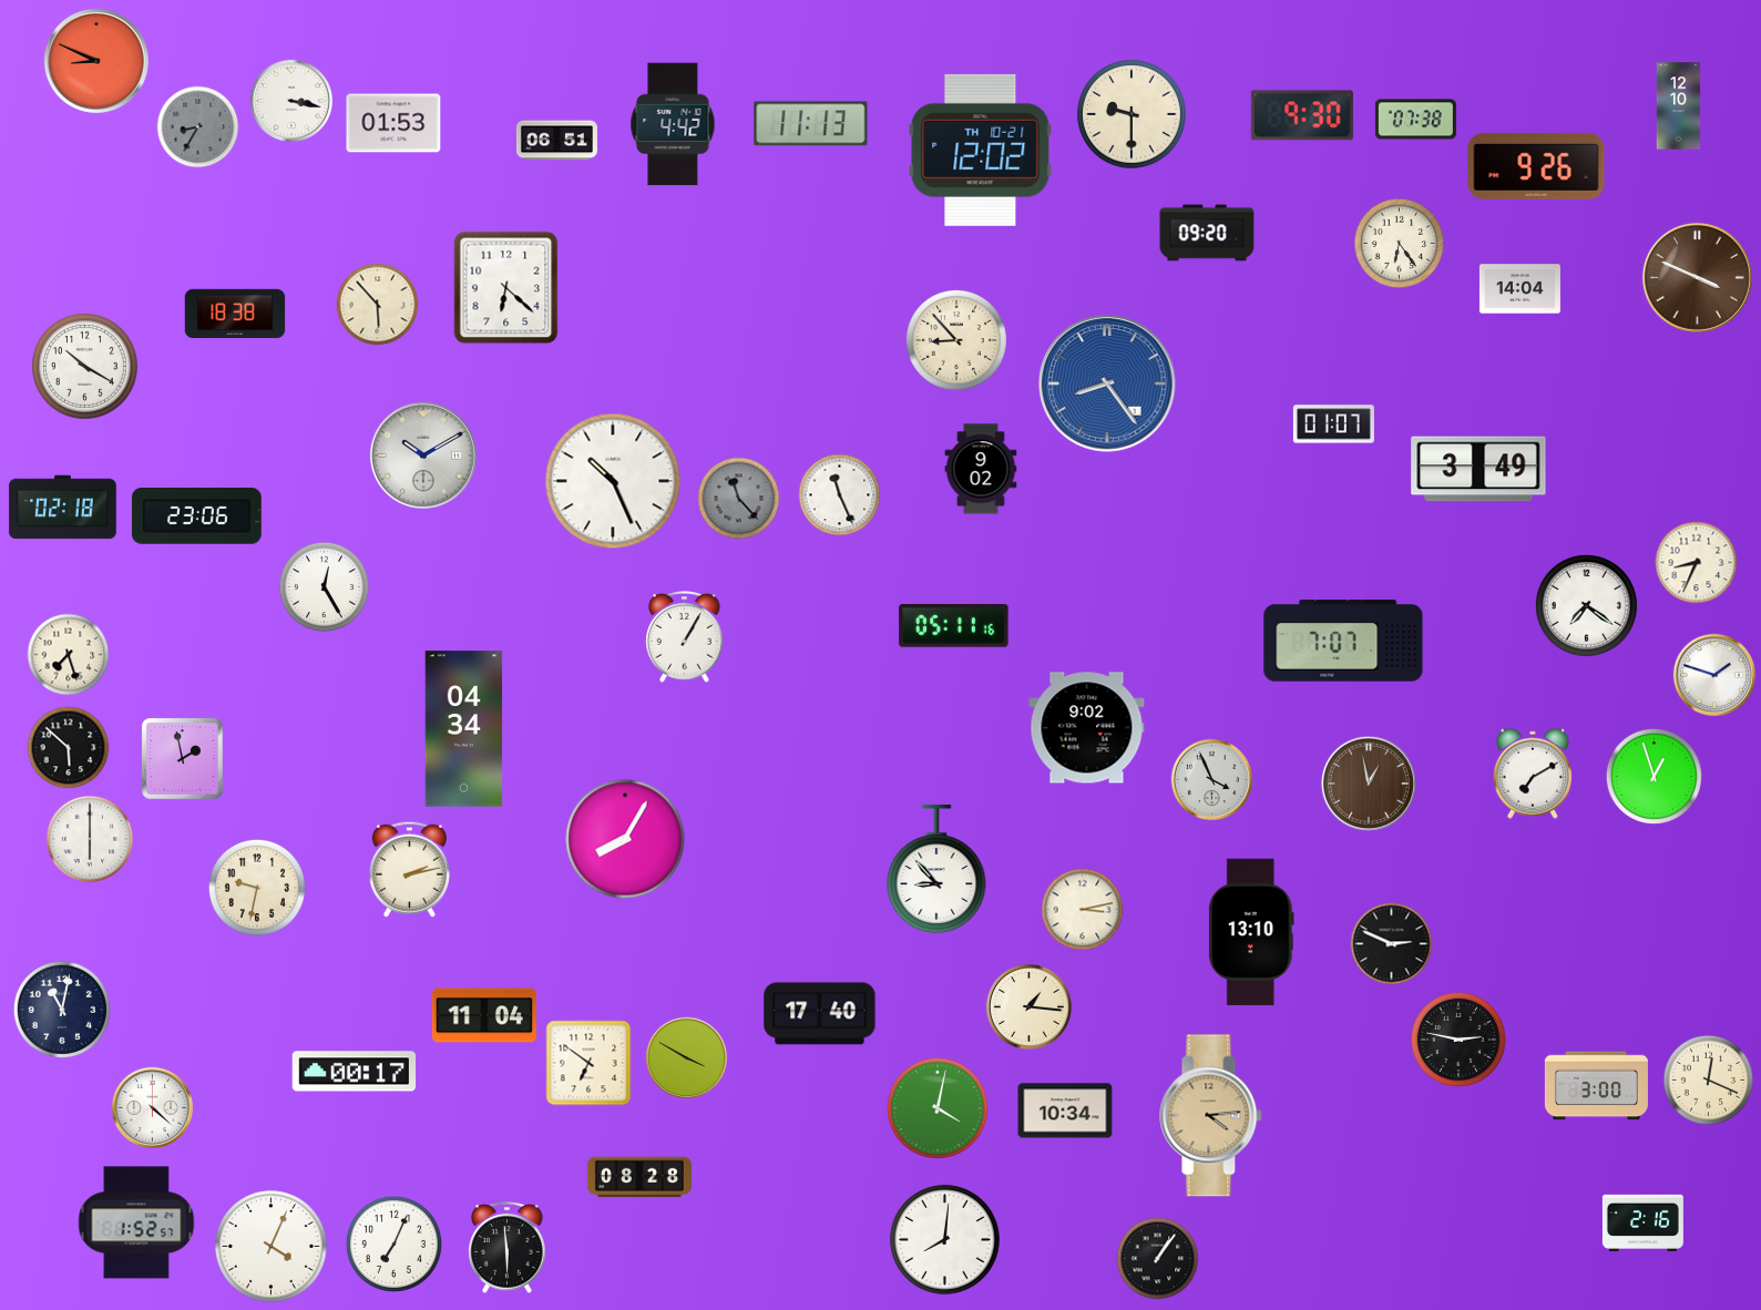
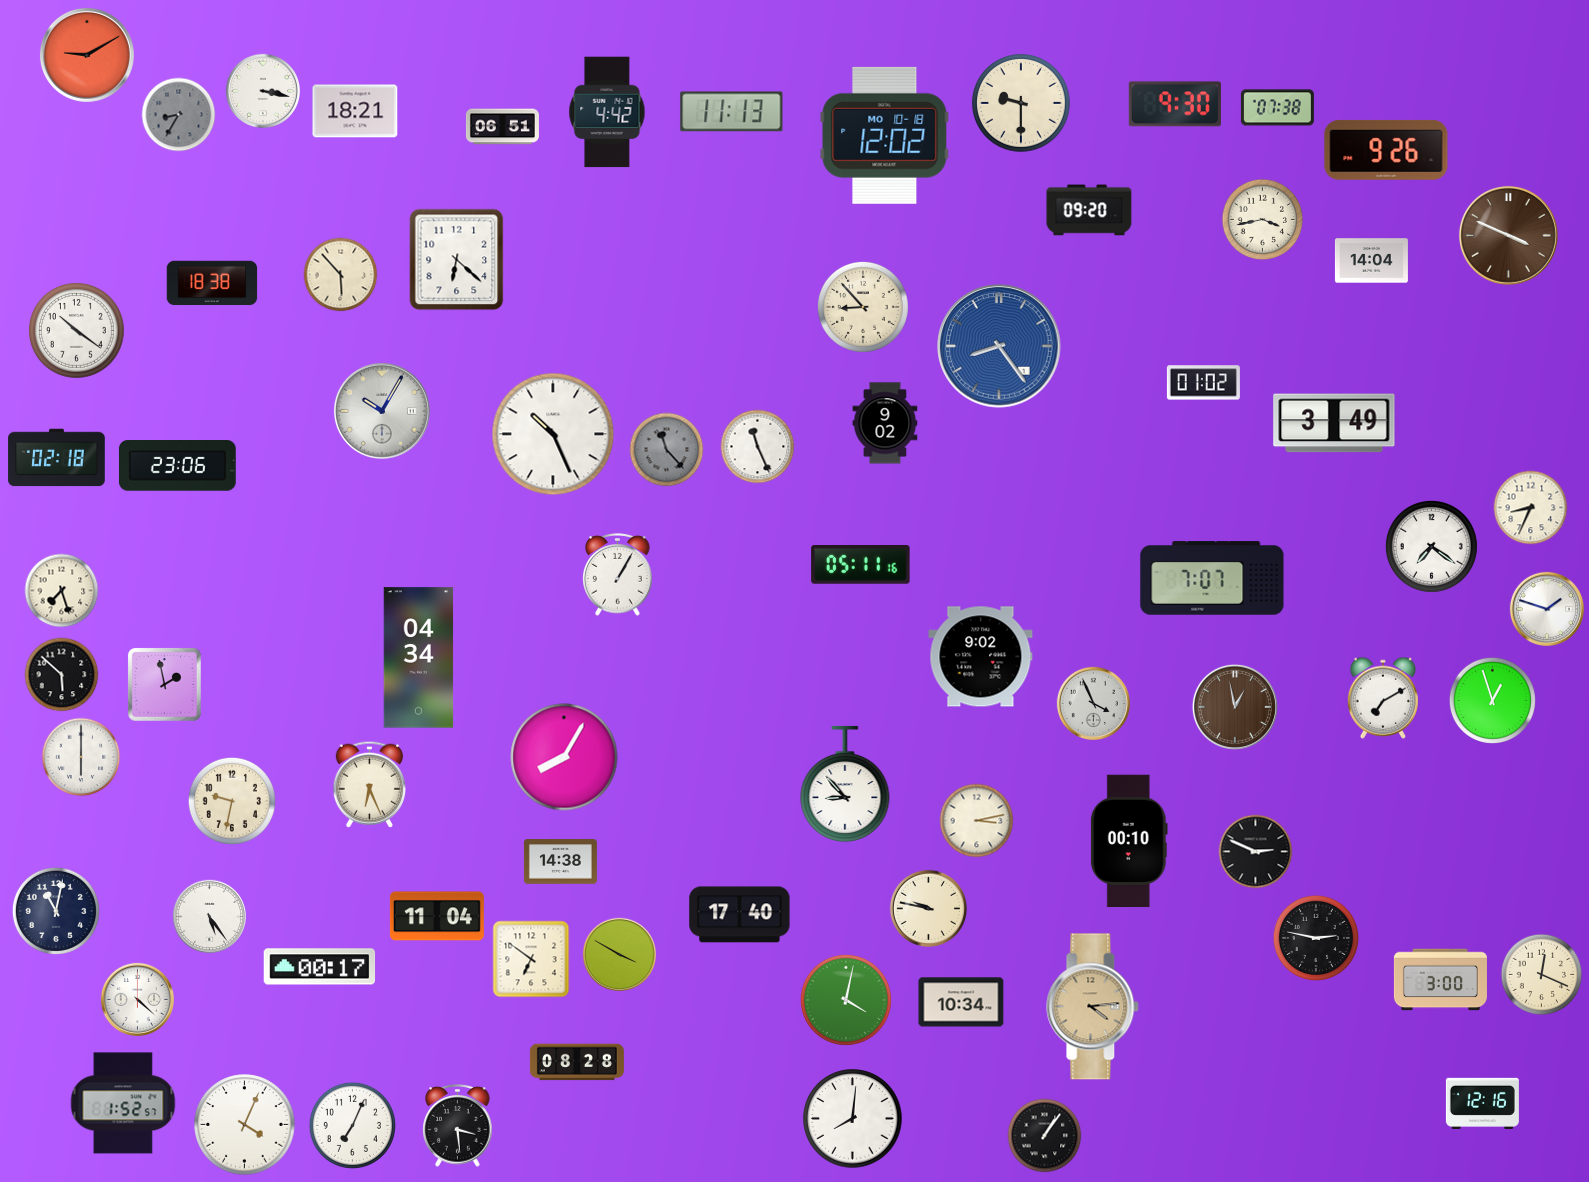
clock at (96, 61): 8:49 -> 9:10
clock at (1679, 106): 12:10 -> none
clock at (393, 123): 01:53 -> 18:21
clock at (981, 150) date: TH 10-21 -> MO 10-18
clock at (1400, 244): 6:24 -> 3:43
clock at (1697, 277) position: (1697, 277) -> (1508, 235)
clock at (85, 367): 10:20 -> 10:21
clock at (1333, 424): 01:07 -> 01:02
clock at (423, 456): 10:10 -> 10:05
clock at (325, 587): 12:25 -> none
clock at (409, 869): 2:13 -> 6:26
clock at (1251, 932): 13:10 -> 00:10
clock at (560, 862): none -> 14:38
clock at (1028, 1006): 1:16 -> 9:47
clock at (209, 916): none -> 5:24
clock at (1642, 1222): 2:16 -> 12:16
clock at (393, 1244) position: (393, 1244) -> (352, 1125)
clock at (508, 1248): 5:59 -> 3:29
